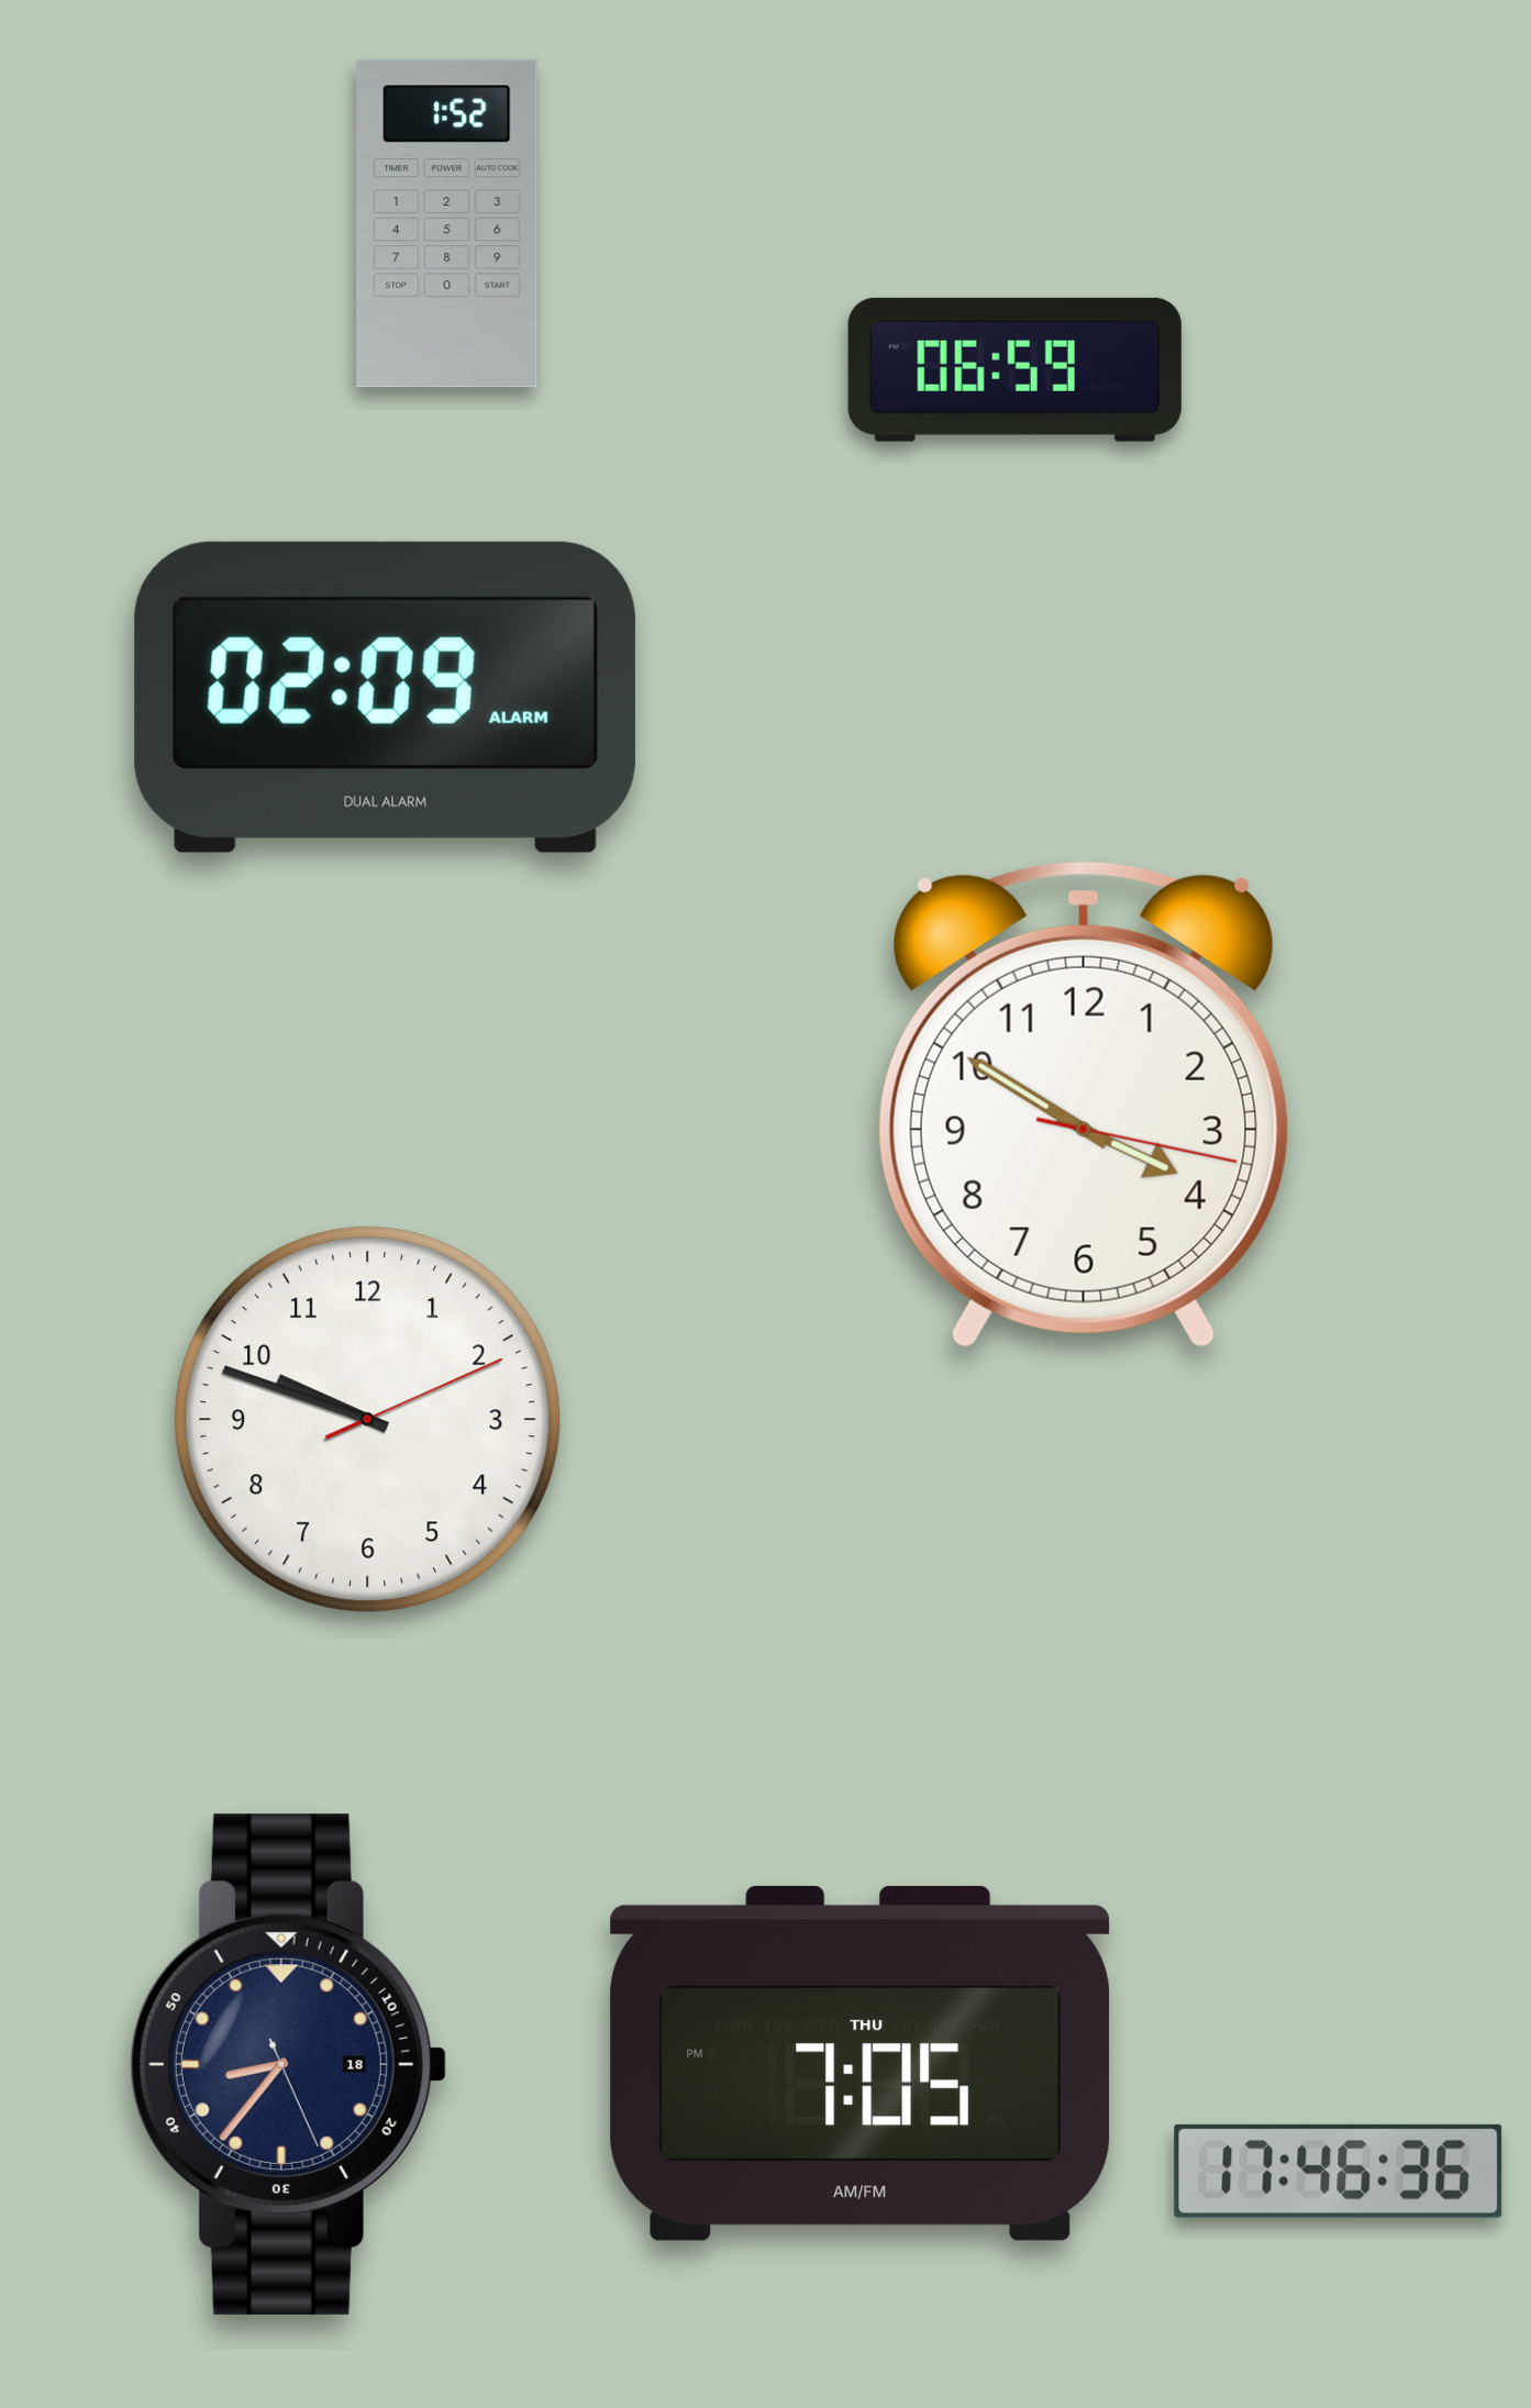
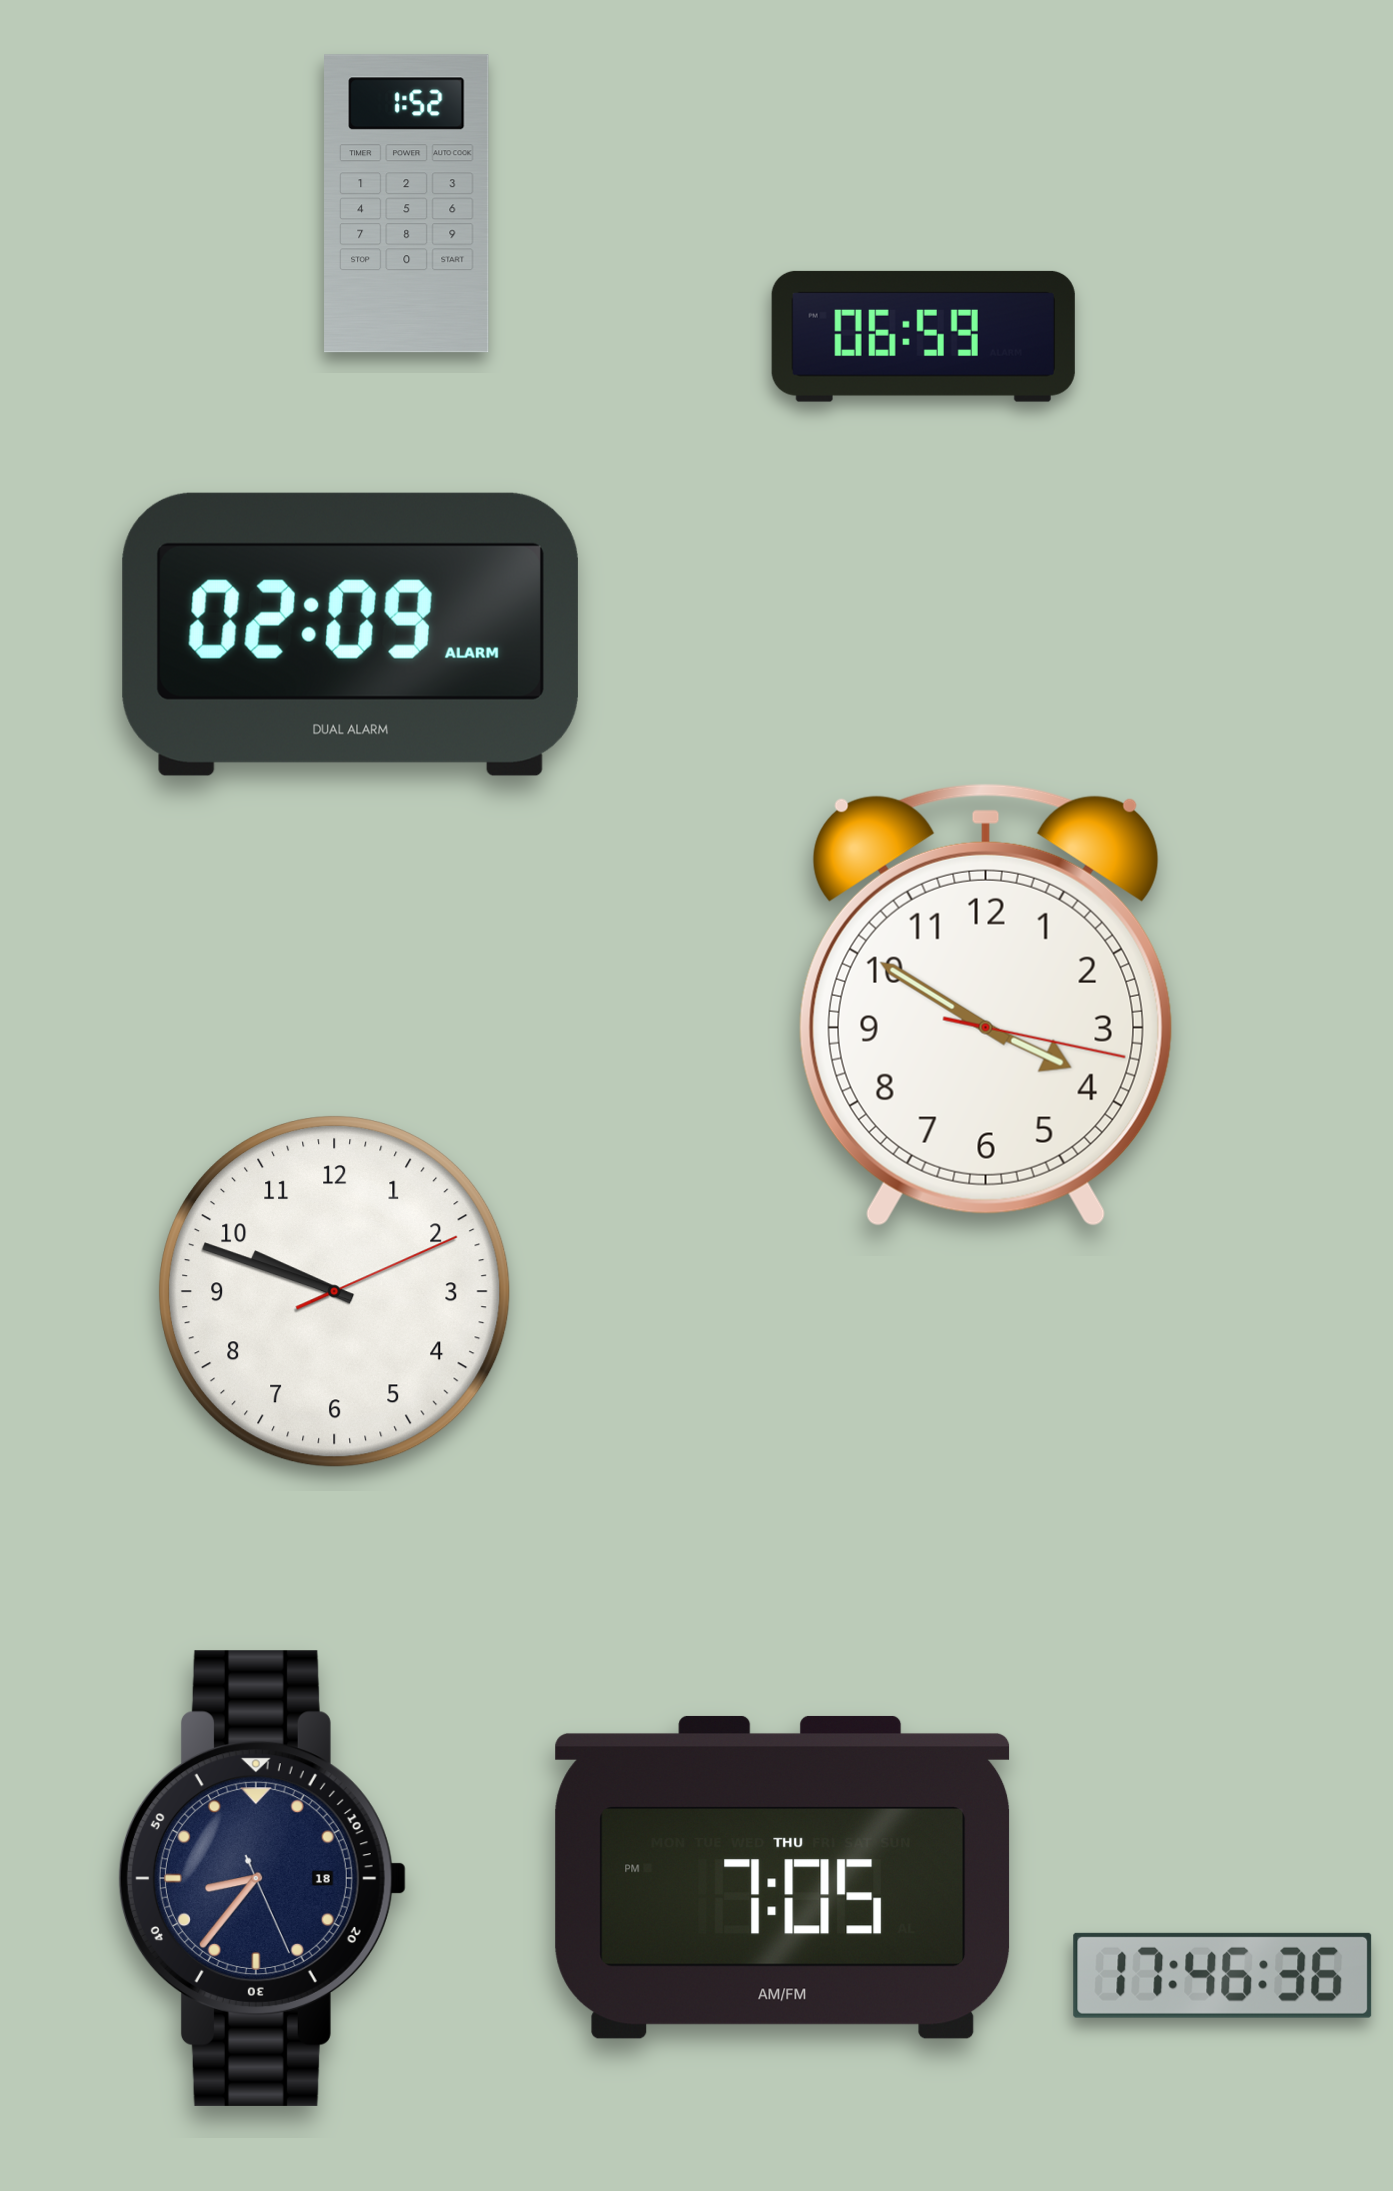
clock at (1339, 2171) position: (1339, 2171) -> (1223, 1975)
